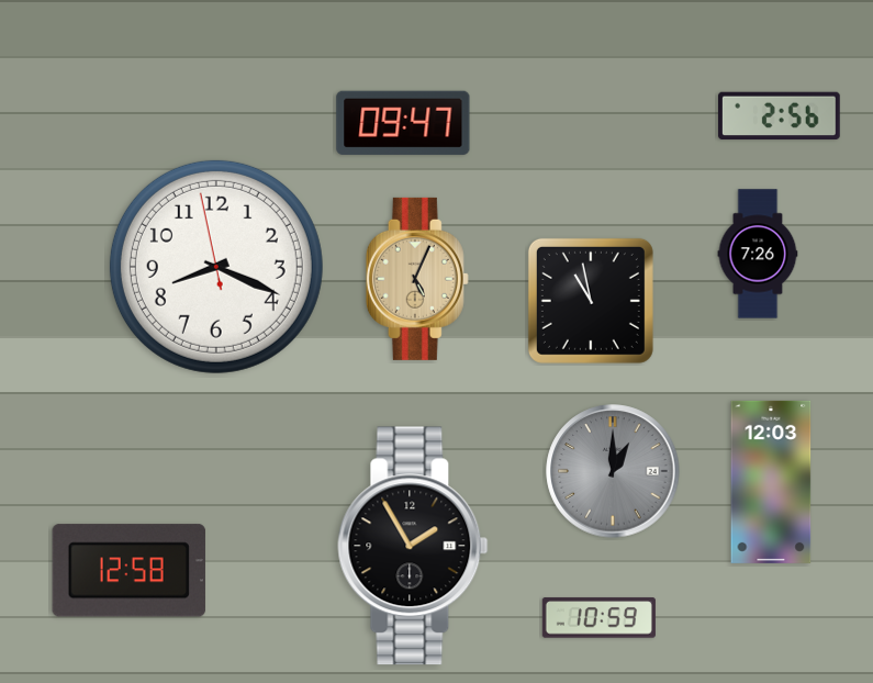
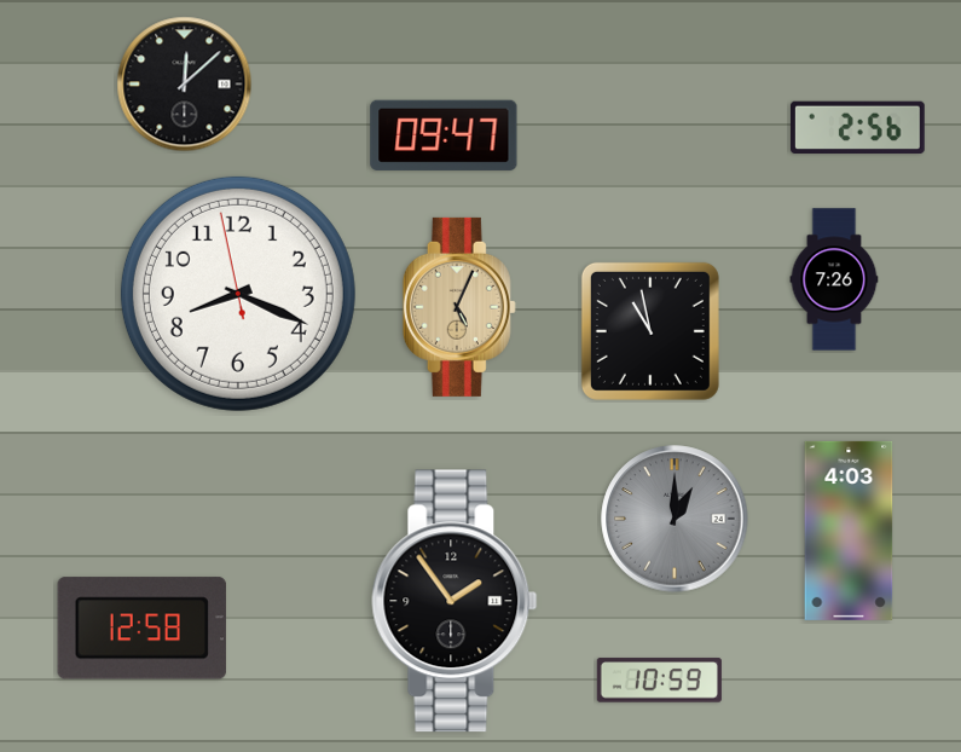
clock at (185, 85): none -> 12:08
clock at (771, 482): 12:03 -> 4:03
clock at (413, 546): 1:55 -> 1:54
